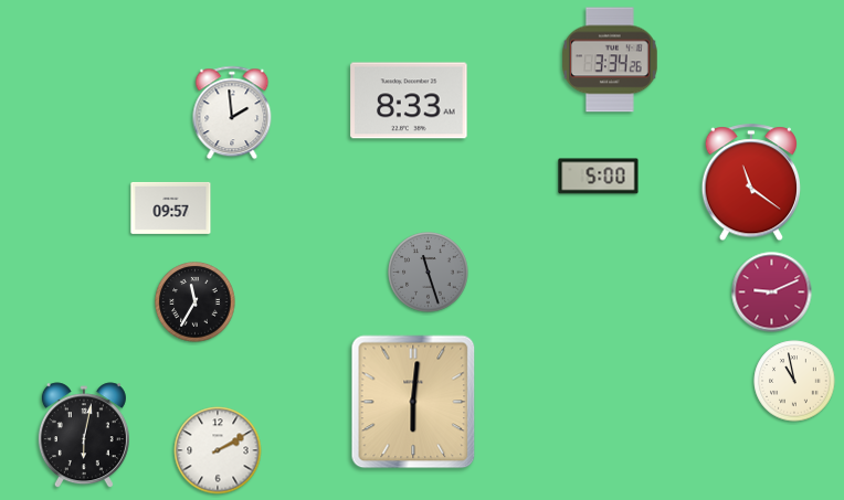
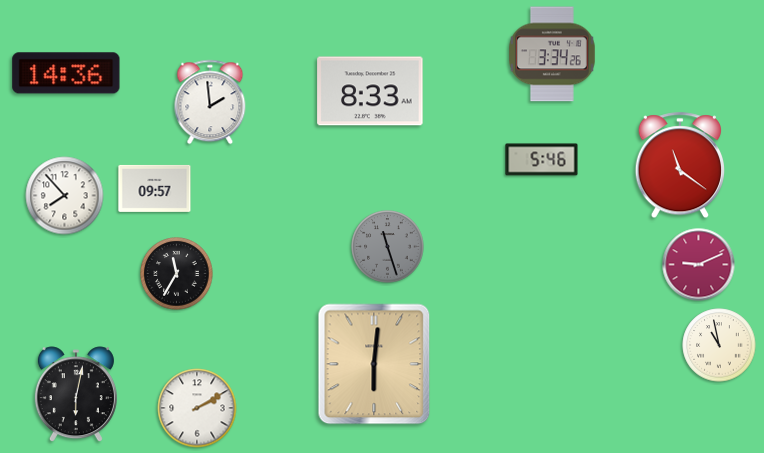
clock at (66, 73): none -> 14:36
clock at (599, 177): 5:00 -> 5:46
clock at (65, 196): none -> 7:53
